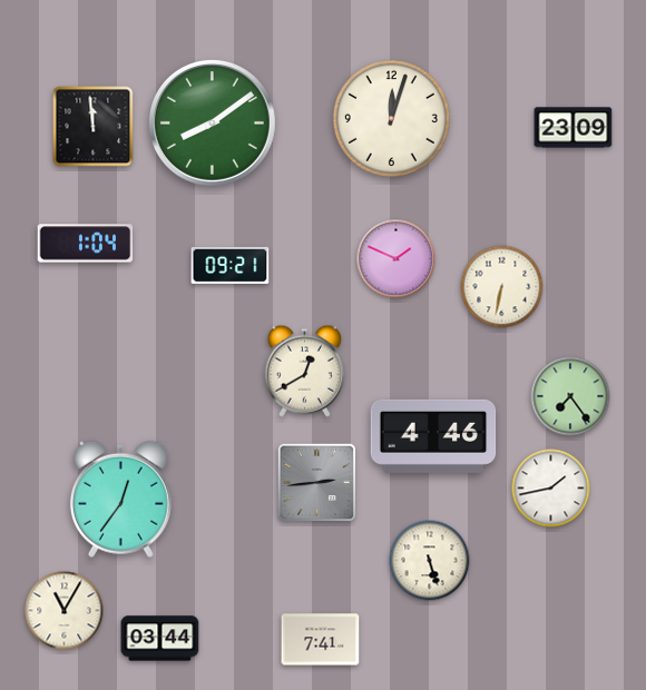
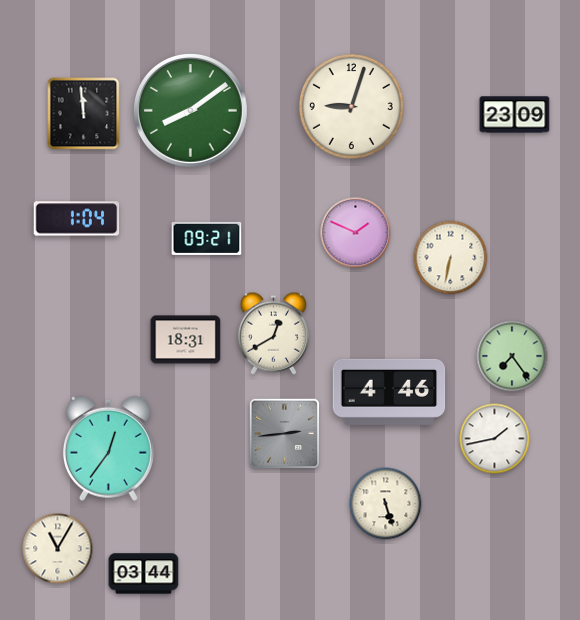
clock at (391, 118): 12:03 -> 9:03
clock at (186, 340): none -> 18:31
clock at (321, 640): 7:41 -> none
